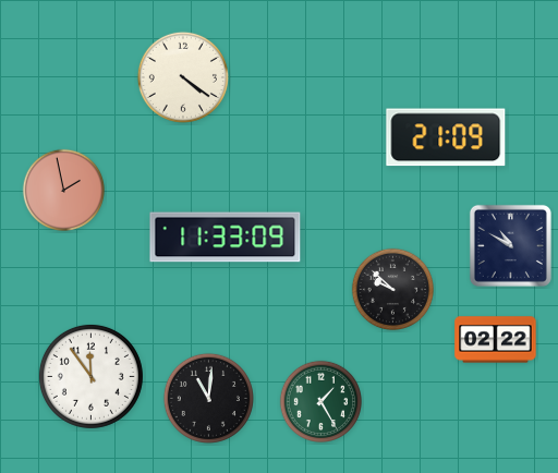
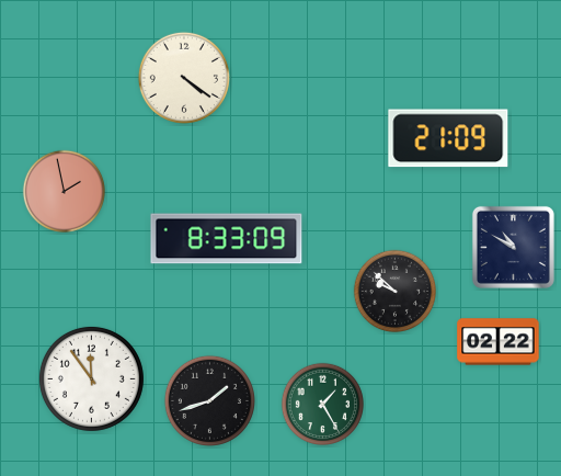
clock at (226, 238): 11:33 -> 8:33
clock at (208, 398): 11:01 -> 1:42
